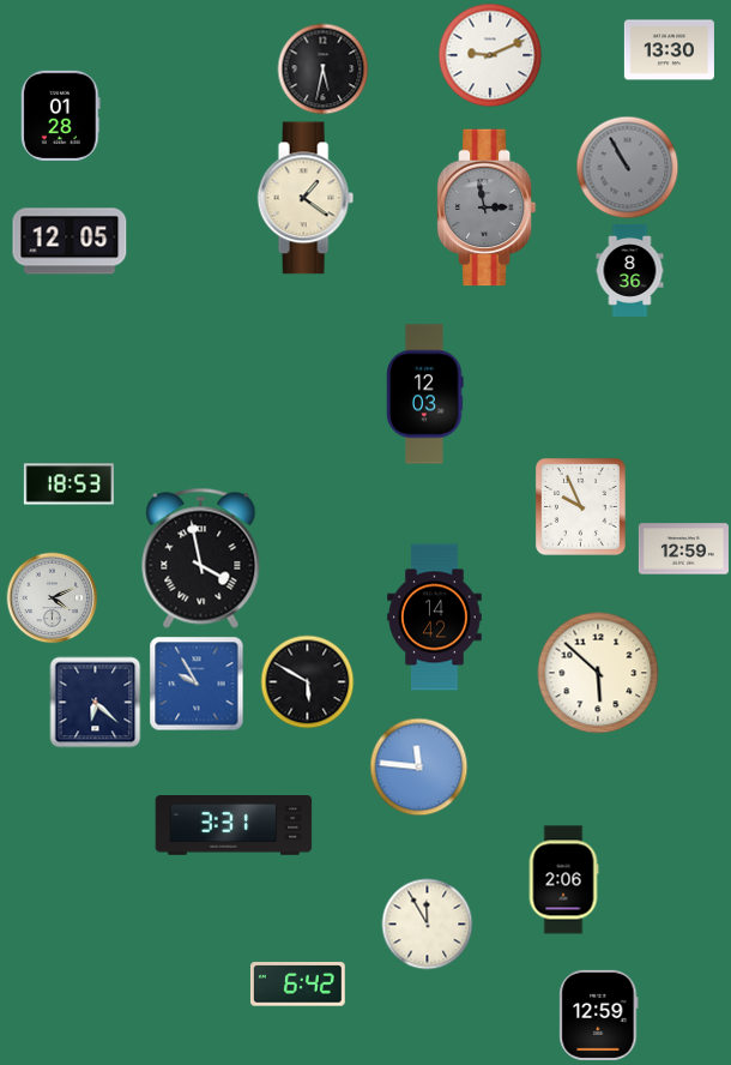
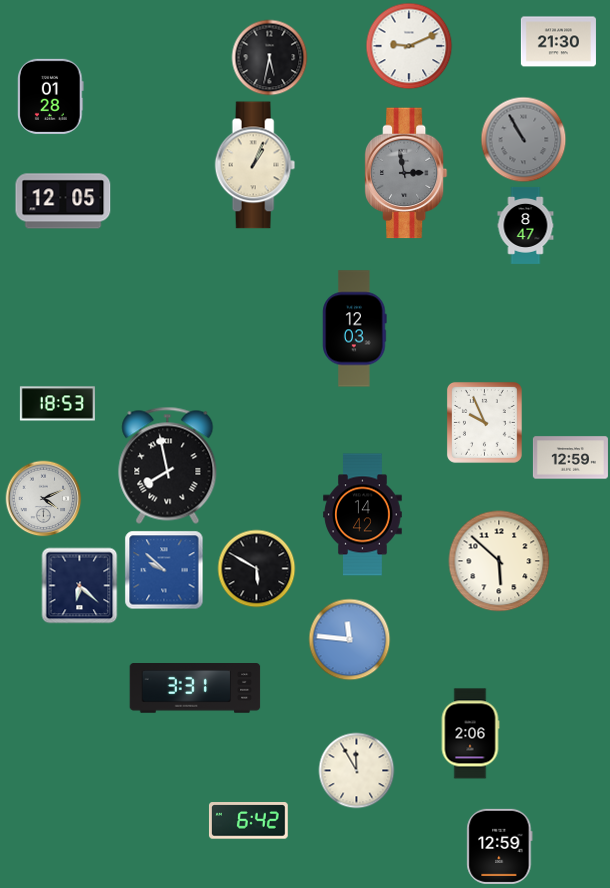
clock at (669, 50): 13:30 -> 21:30
clock at (306, 198): 1:21 -> 1:04
clock at (70, 241) position: (70, 241) -> (63, 201)
clock at (630, 270): 8:36 -> 8:47
clock at (201, 558): 3:58 -> 7:58
clock at (197, 684): 9:55 -> 9:52
